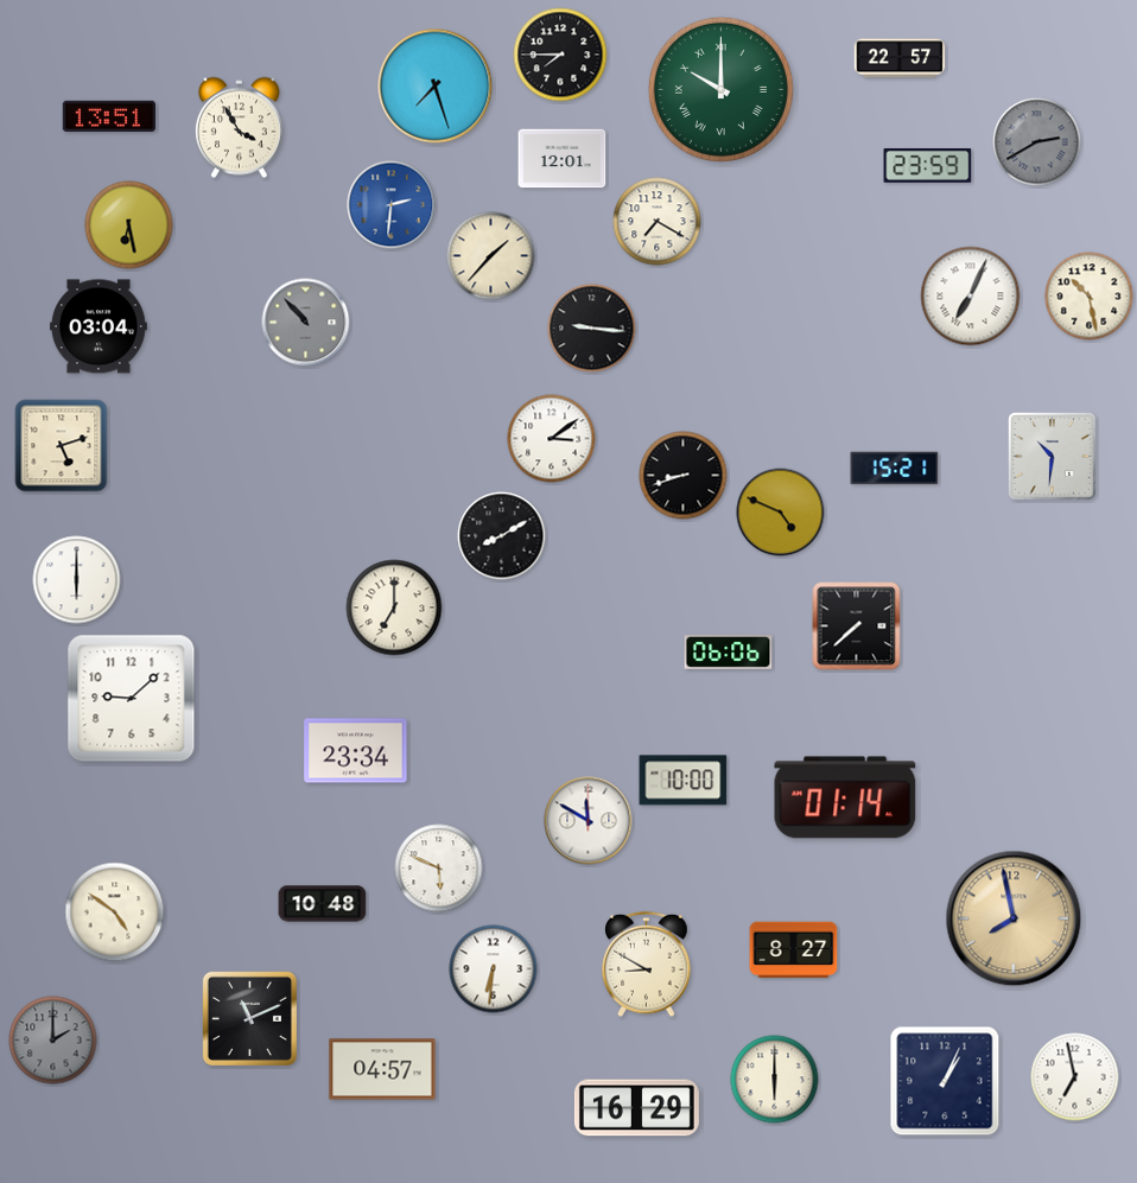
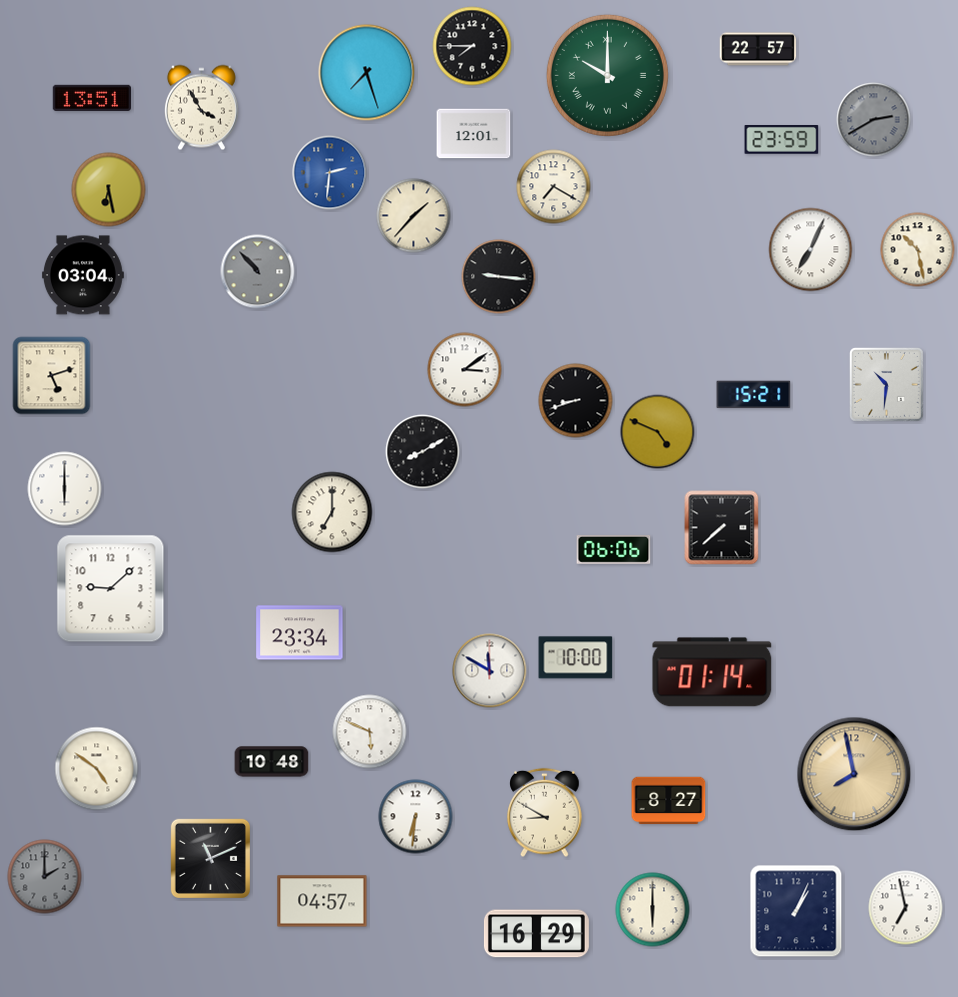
clock at (971, 297) position: (971, 297) -> (811, 250)
clock at (589, 821) position: (589, 821) -> (490, 671)
